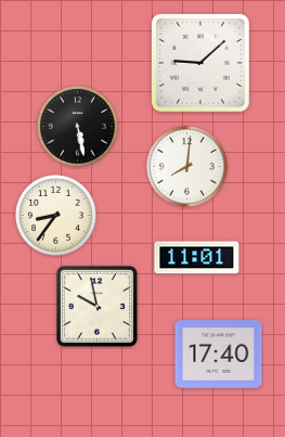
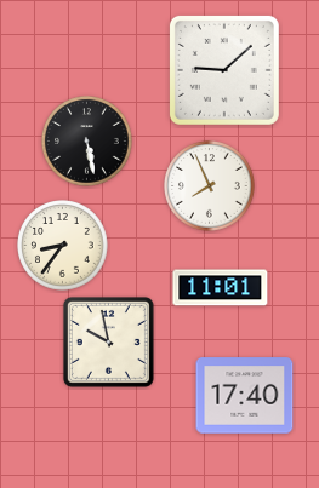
clock at (187, 167): 8:01 -> 7:56
clock at (56, 216) position: (56, 216) -> (63, 246)
